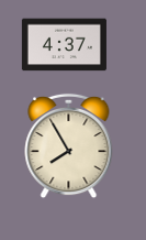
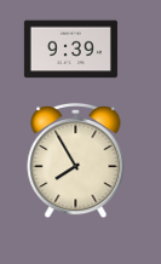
clock at (64, 45): 4:37 -> 9:39
